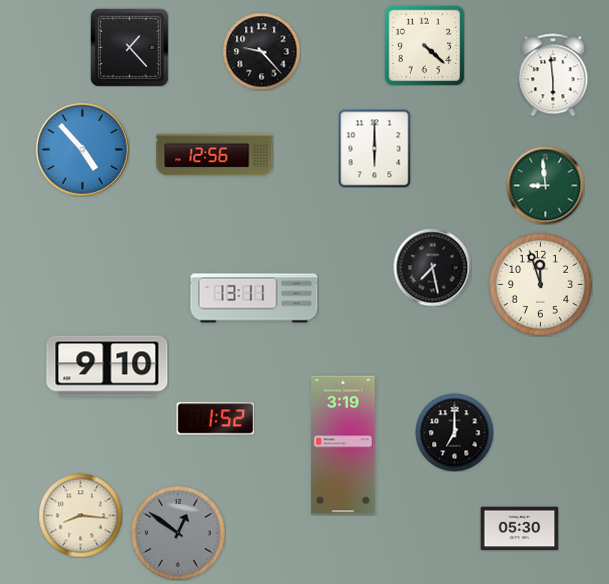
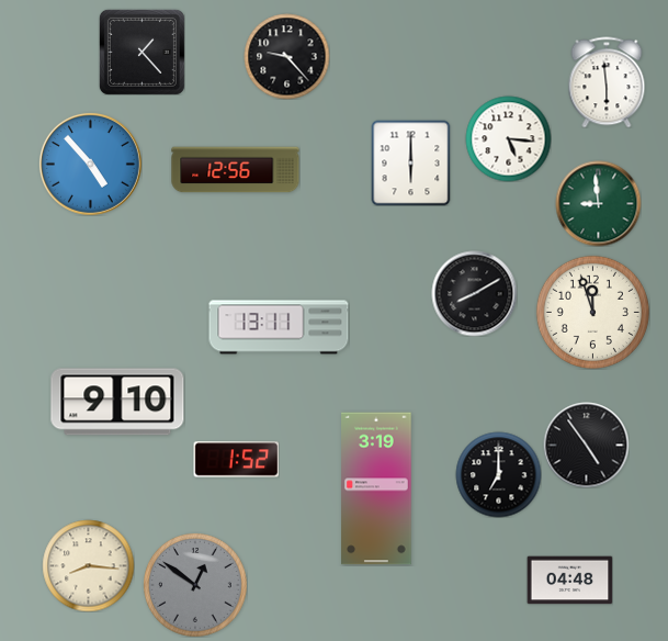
clock at (424, 45): 4:22 -> none
clock at (508, 138): none -> 5:16
clock at (432, 267): 7:28 -> 8:10
clock at (586, 445): none -> 4:54
clock at (519, 529): 05:30 -> 04:48
